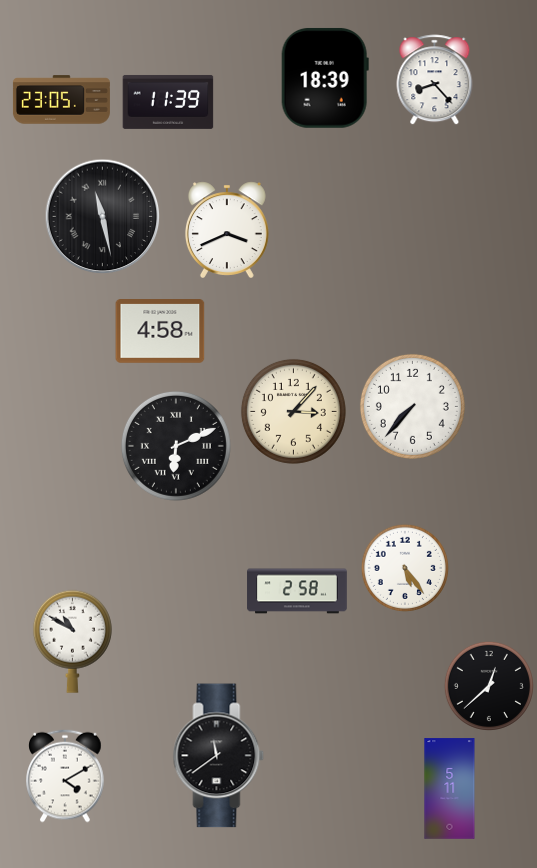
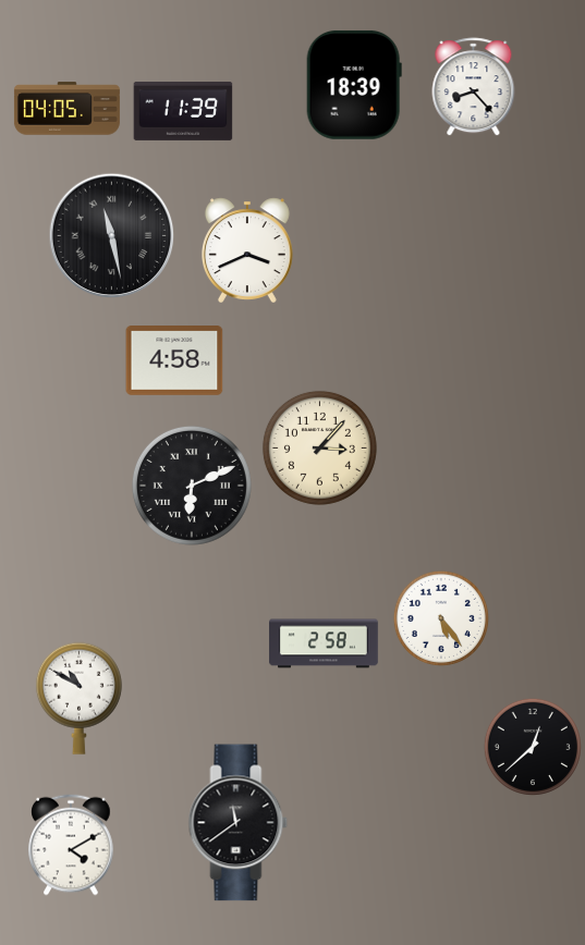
clock at (61, 100): 23:05 -> 04:05
clock at (412, 406): 7:37 -> none
clock at (450, 789): 5:11 -> none
